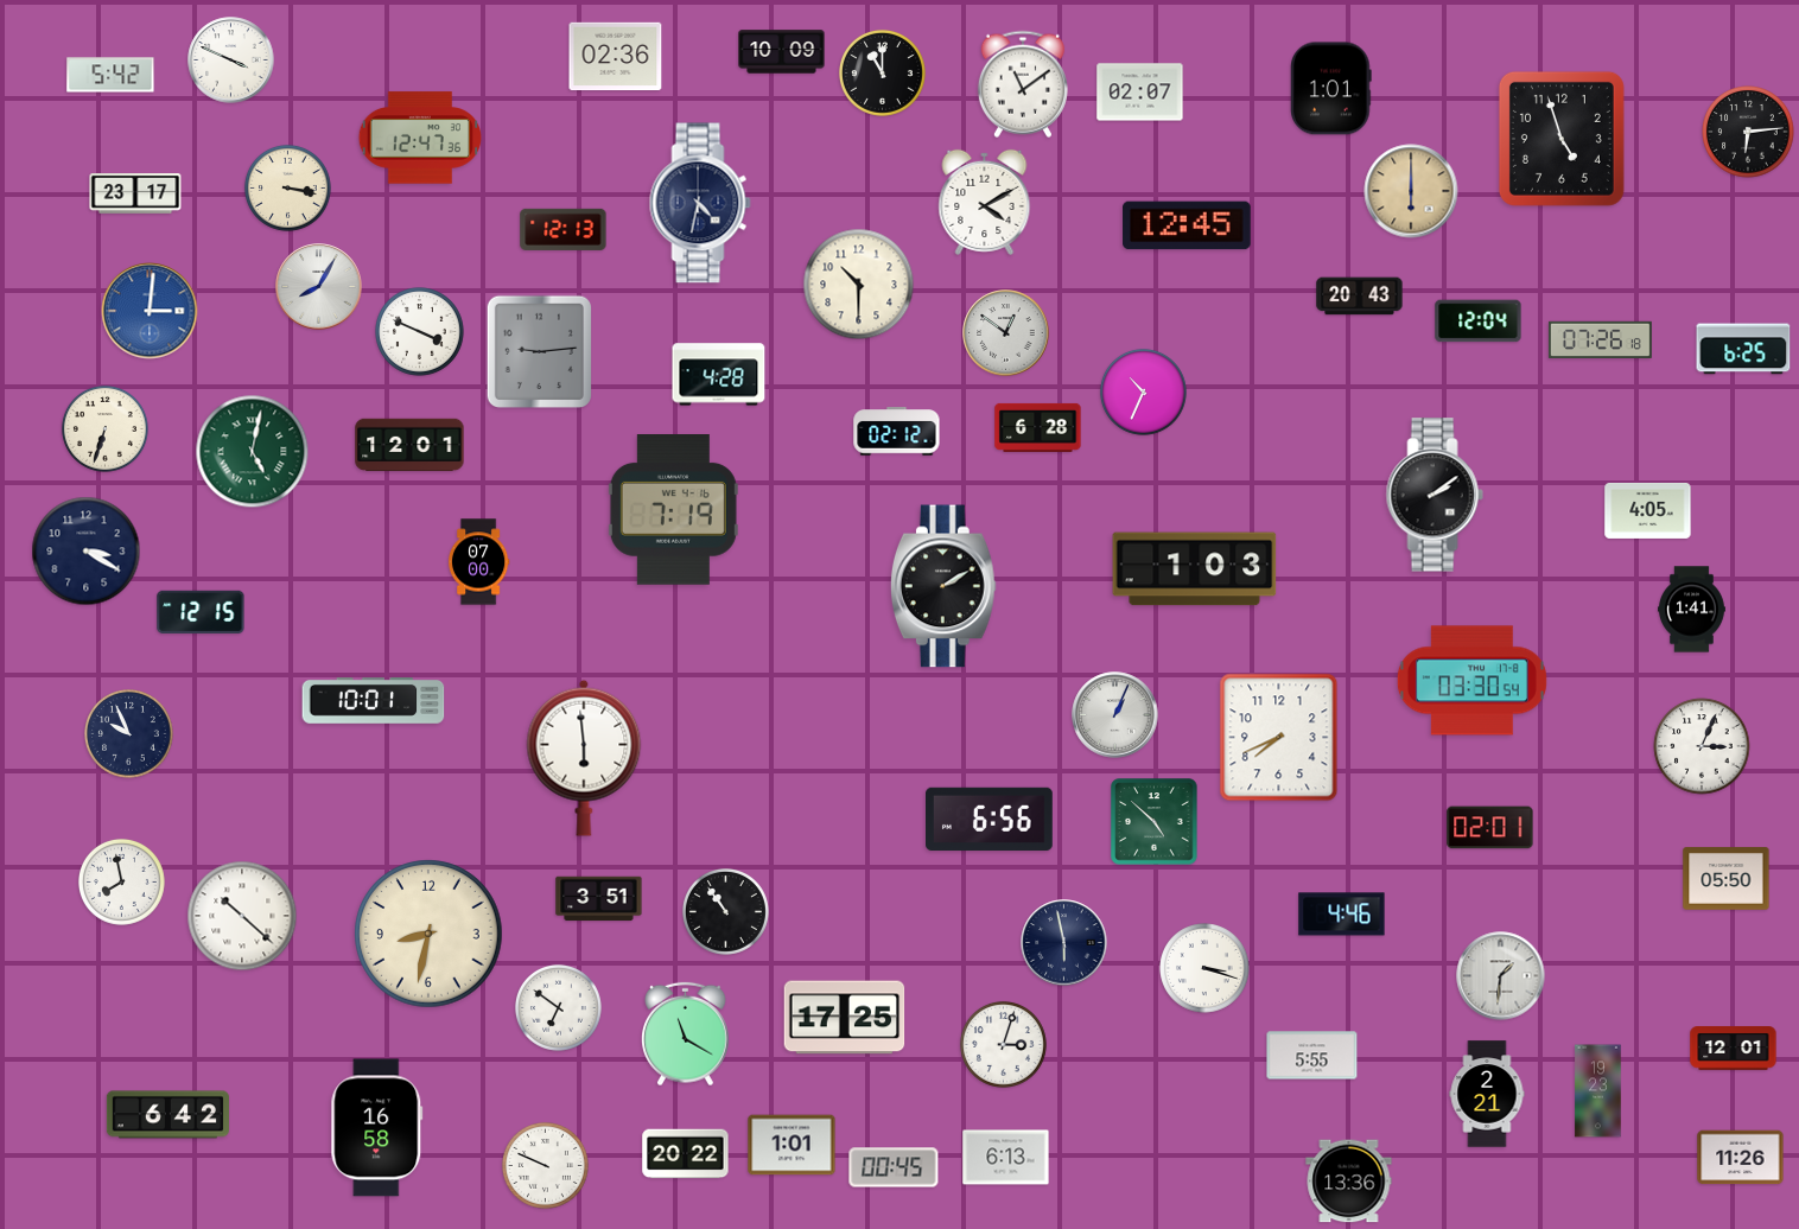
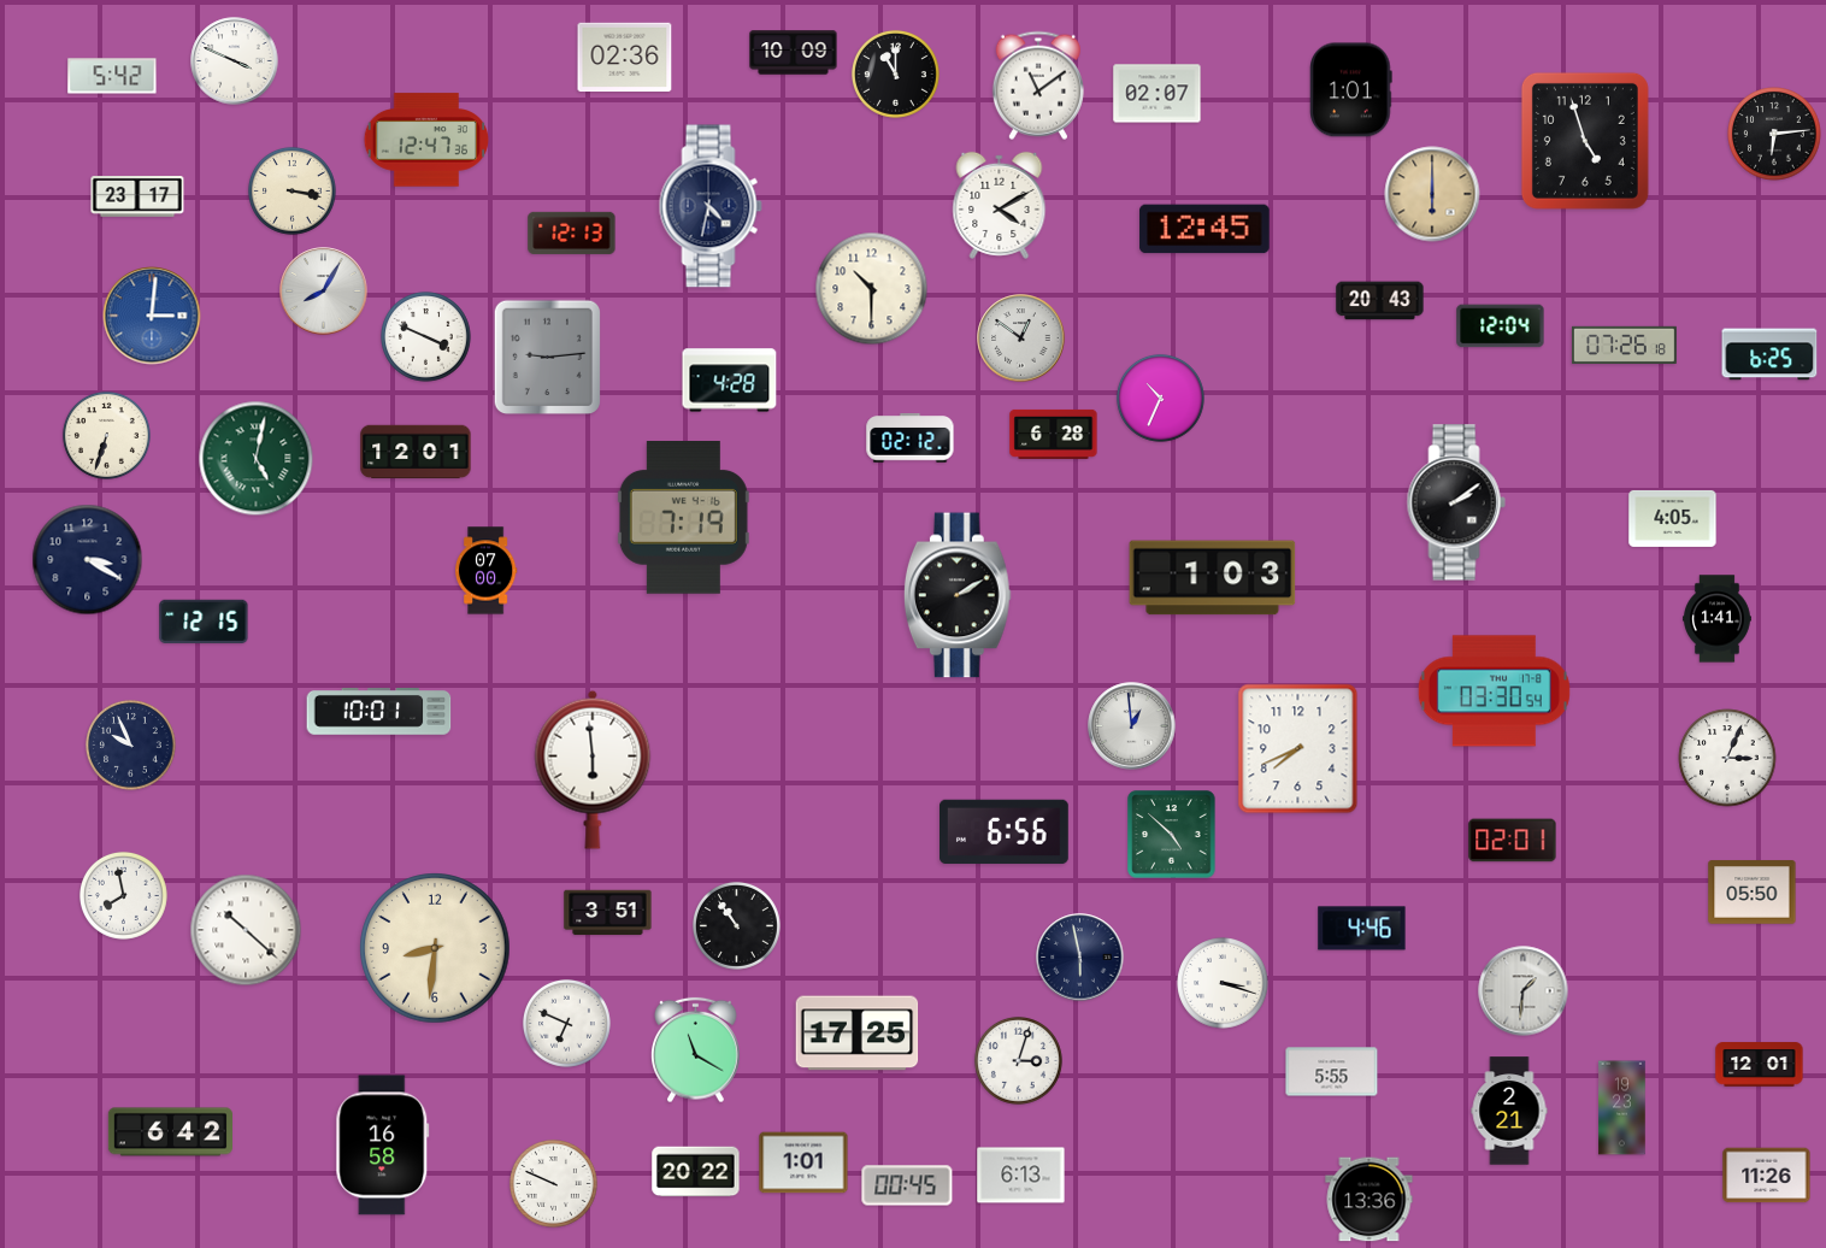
clock at (1115, 715): 1:04 -> 12:59
clock at (428, 934): 8:32 -> 8:31
clock at (558, 1007): 6:51 -> 6:49
